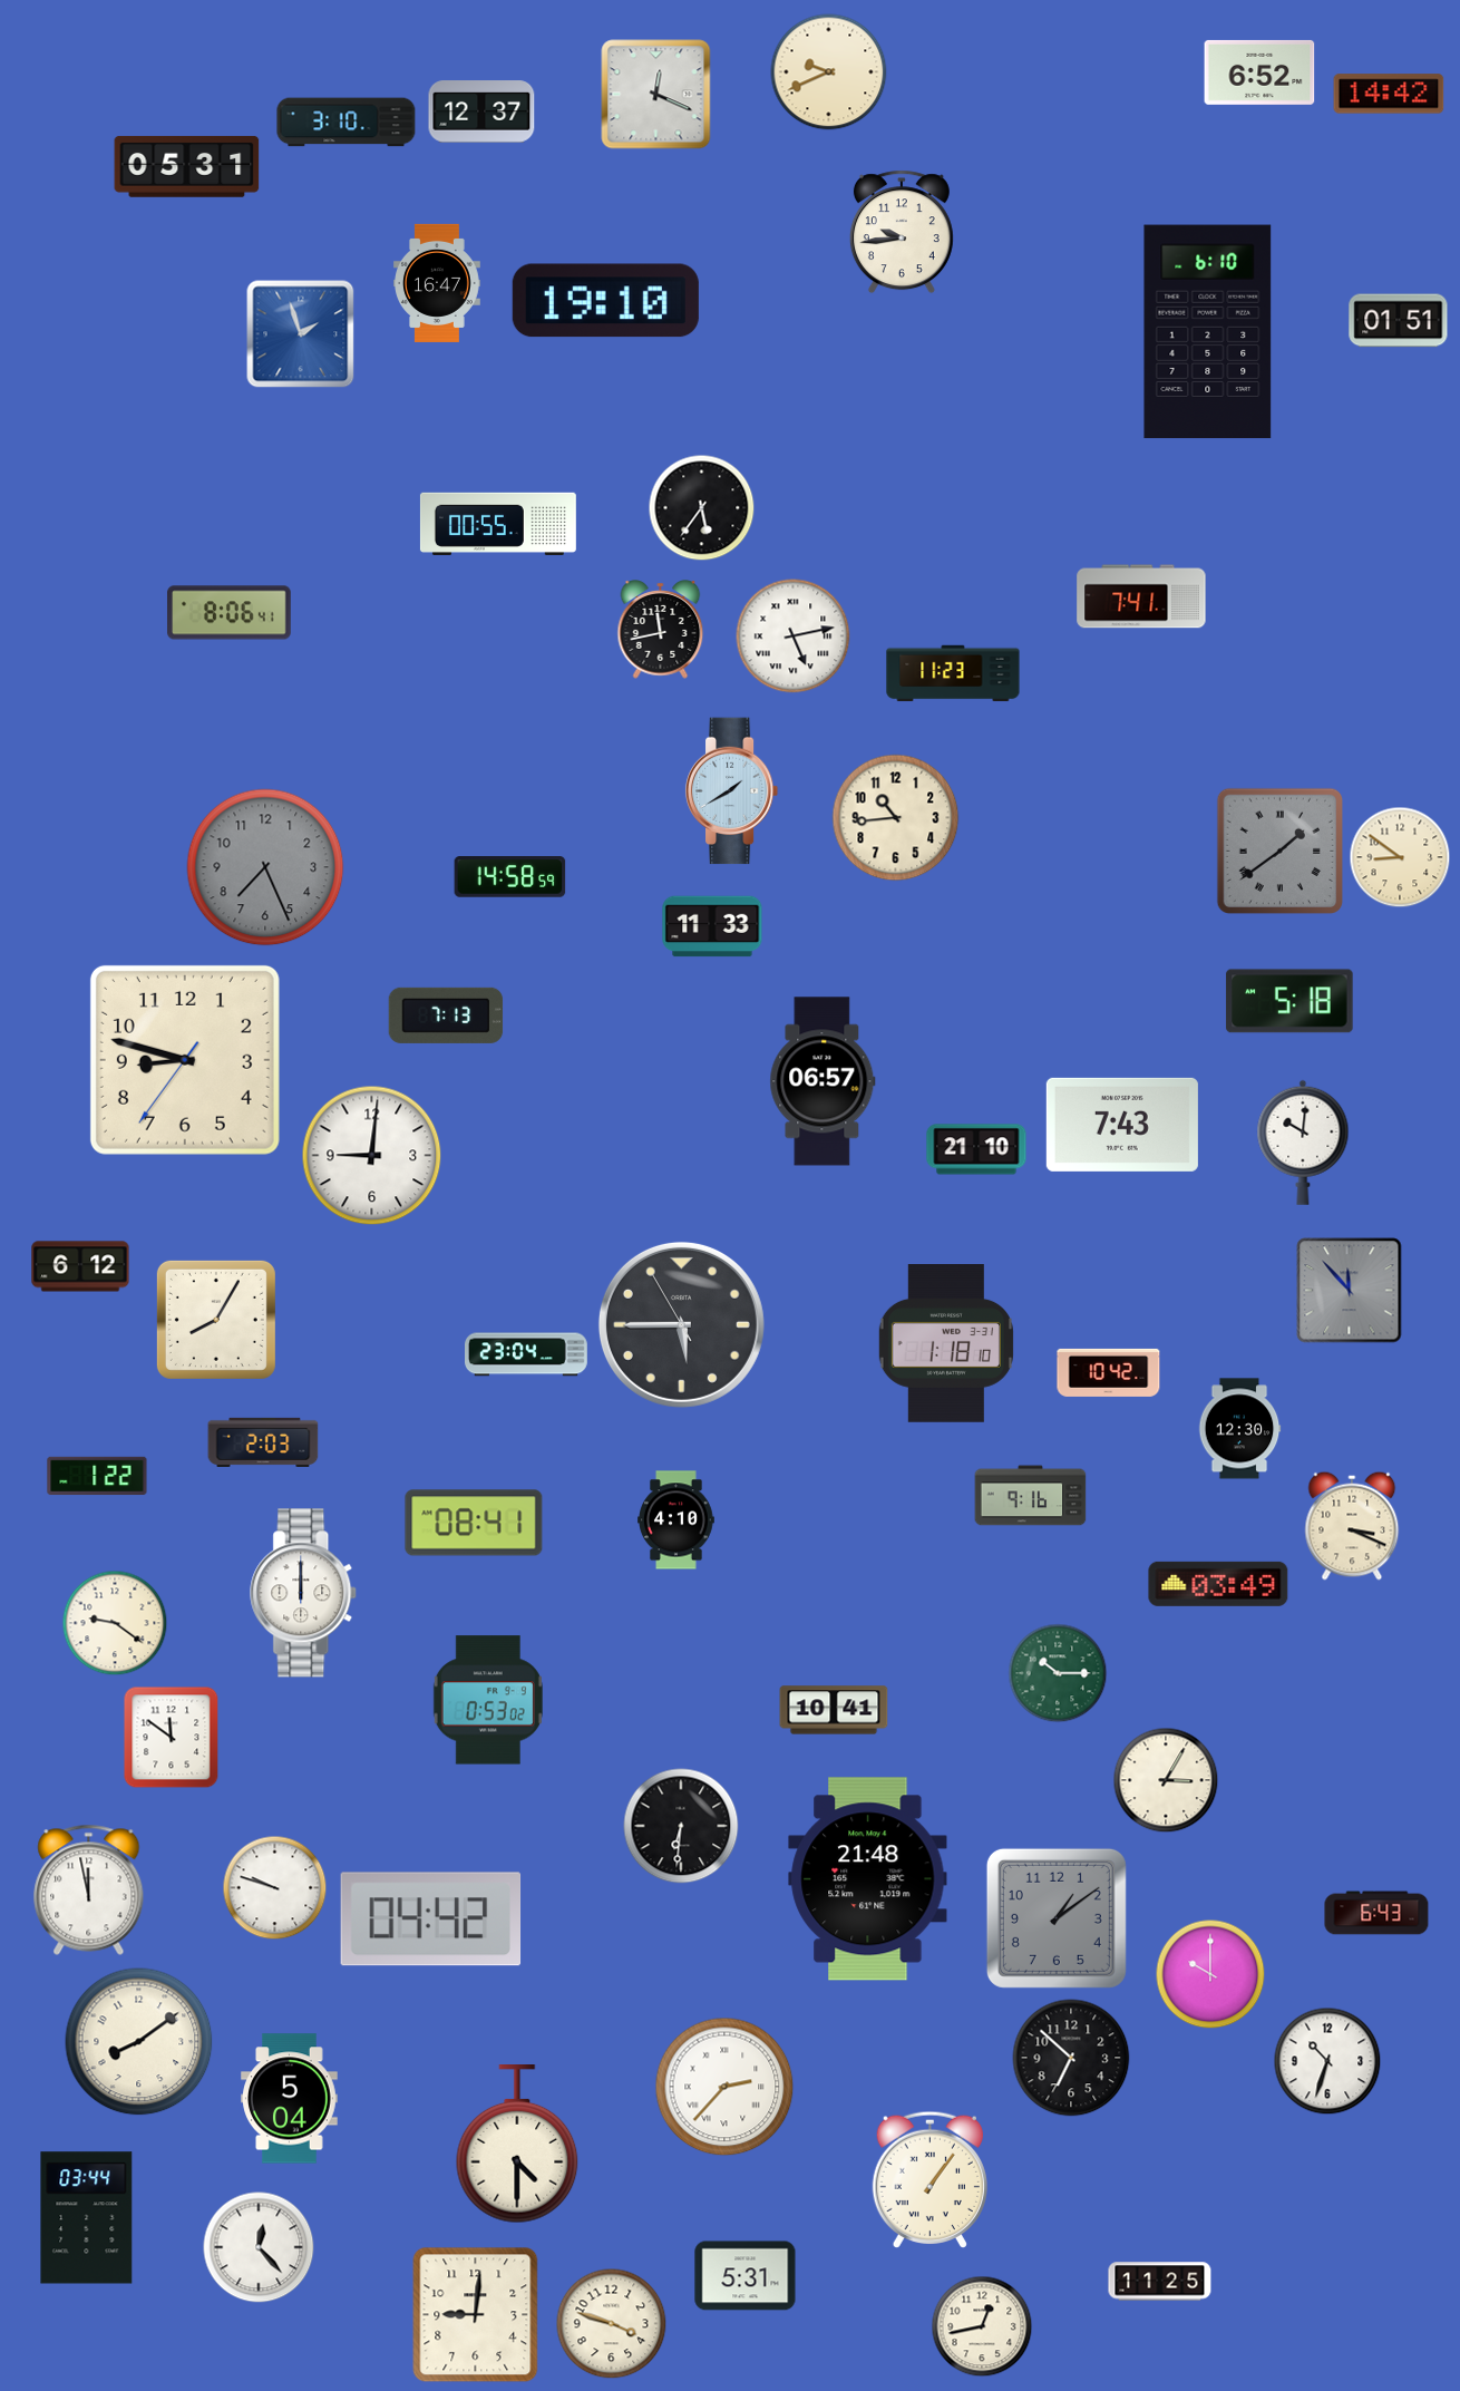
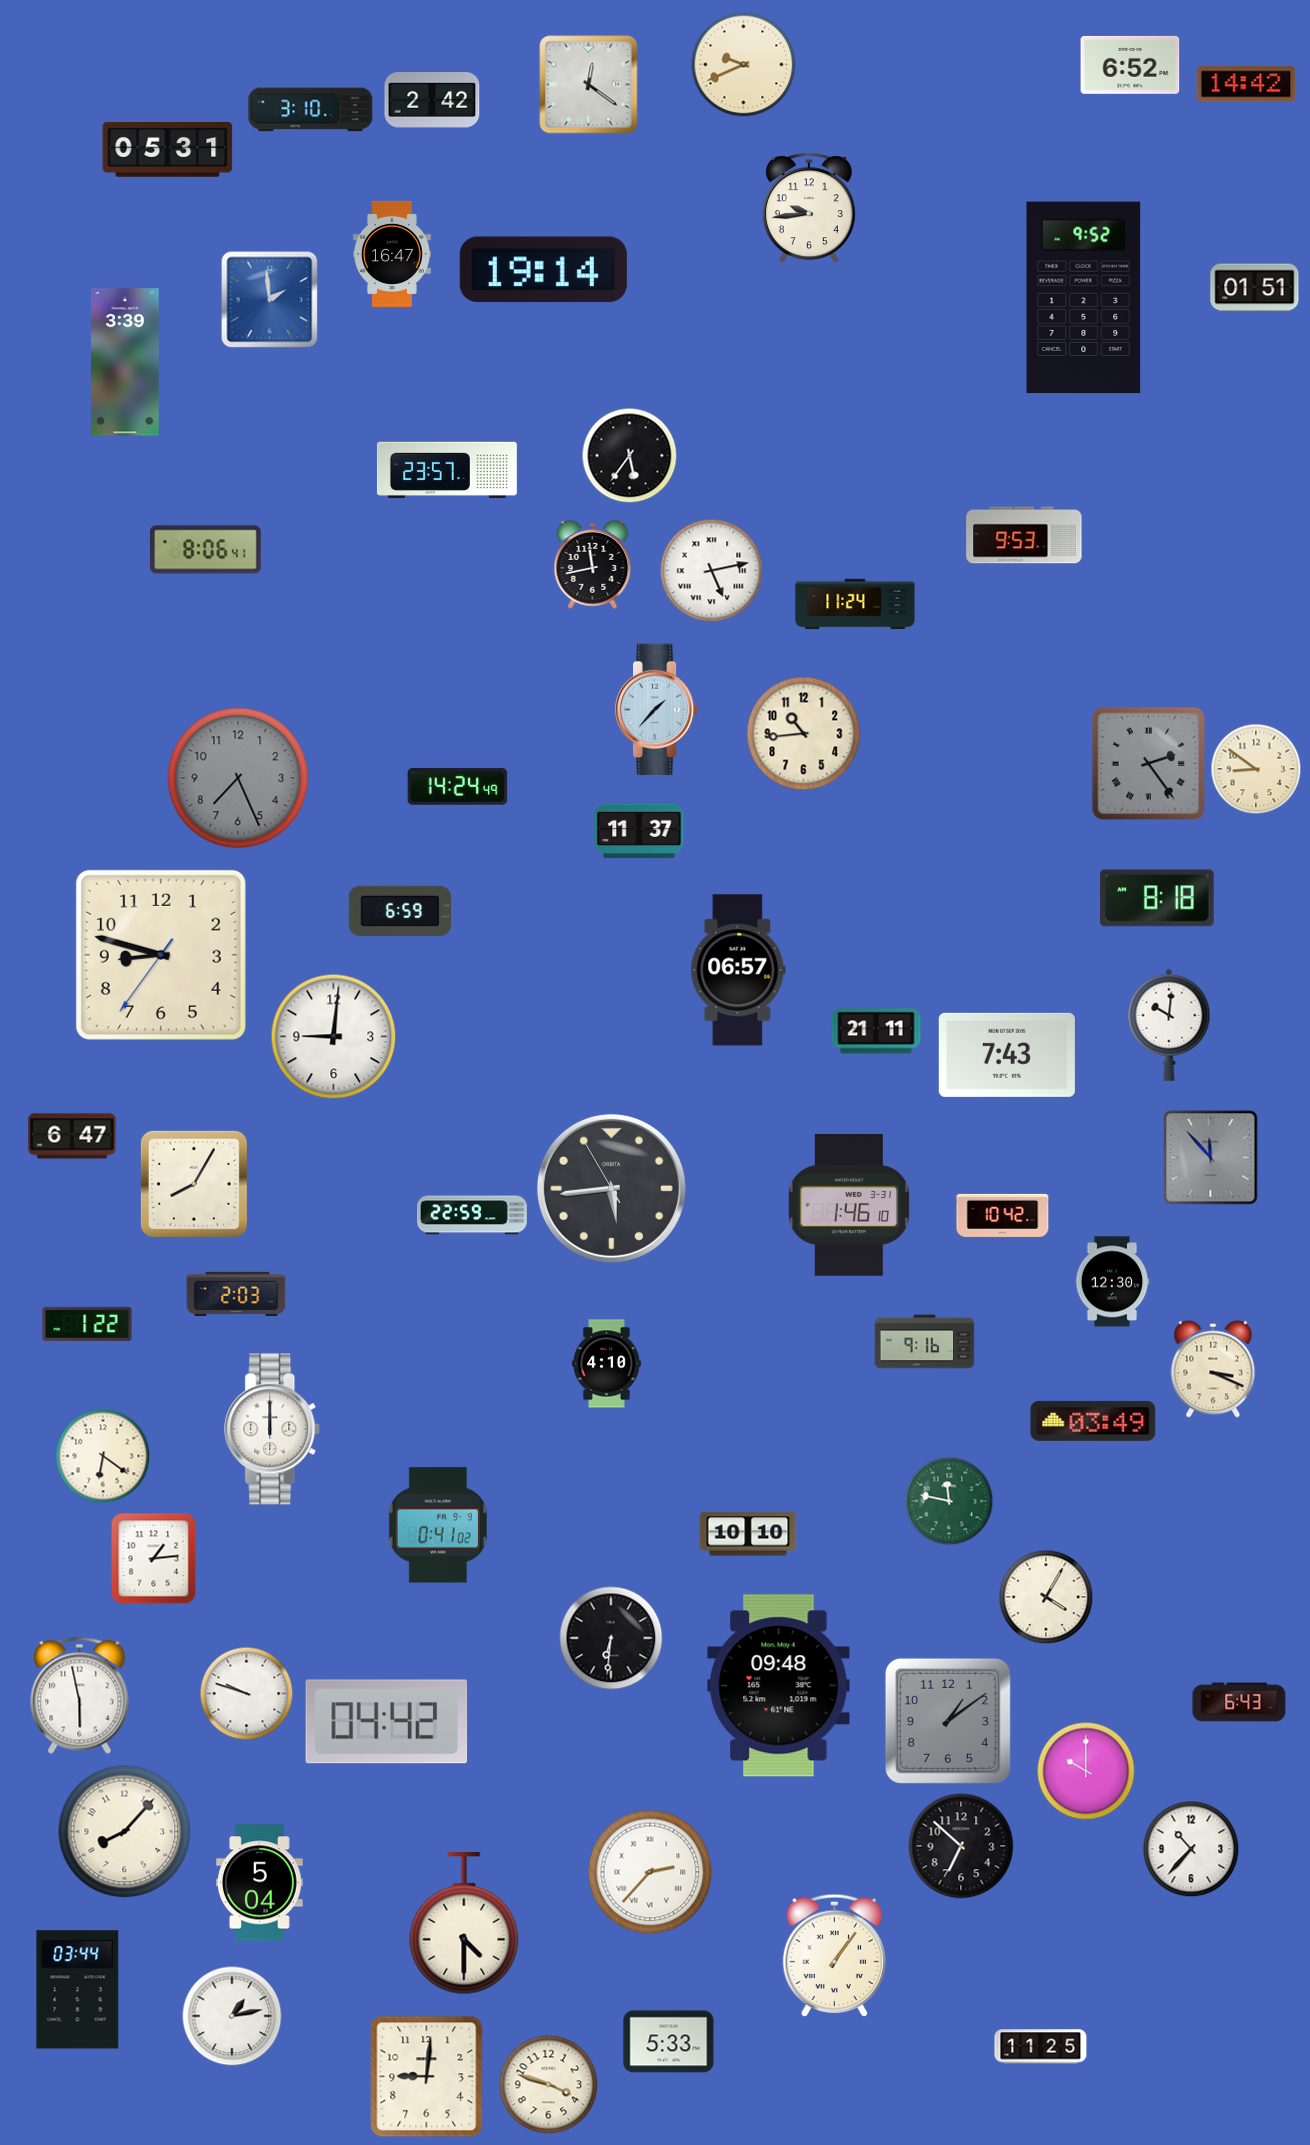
clock at (656, 95): 12:19 -> 12:21
clock at (481, 111): 12:37 -> 2:42
clock at (605, 301): 19:10 -> 19:14
clock at (1208, 332): 6:10 -> 9:52
clock at (301, 334): 1:57 -> 1:59
clock at (125, 362): none -> 3:39
clock at (498, 524): 00:55 -> 23:57
clock at (1141, 596): 7:41 -> 9:53
clock at (953, 673): 11:23 -> 11:24
clock at (732, 791): 1:40 -> 1:37
clock at (1279, 851): 1:39 -> 2:24
clock at (510, 877): 14:58 -> 14:24
clock at (712, 926): 11:33 -> 11:37
clock at (1289, 1001): 5:18 -> 8:18
clock at (446, 1015): 7:13 -> 6:59
clock at (185, 1060) position: (185, 1060) -> (161, 955)
clock at (1122, 1125) position: (1122, 1125) -> (1007, 1055)
clock at (976, 1149): 21:10 -> 21:11
clock at (80, 1266): 6:12 -> 6:47
clock at (681, 1324): 5:44 -> 5:43
clock at (946, 1344): 1:18 -> 1:46
clock at (527, 1354): 23:04 -> 22:59
clock at (1109, 1372) position: (1109, 1372) -> (1003, 1215)
clock at (474, 1523): 08:41 -> none
clock at (115, 1623): 9:21 -> 6:21
clock at (1058, 1673): 10:15 -> 11:47
clock at (488, 1700): 0:53 -> 0:41
clock at (834, 1710): 10:41 -> 10:10
clock at (172, 1738): 11:51 -> 1:14
clock at (1166, 1780): 3:05 -> 4:05
clock at (868, 1879): 21:48 -> 09:48
clock at (89, 1889): 11:58 -> 5:58
clock at (1376, 1913) position: (1376, 1913) -> (1239, 1702)
clock at (139, 2042): 8:09 -> 8:07
clock at (1327, 2061): 10:33 -> 10:37
clock at (259, 2247): 12:23 -> 1:13
clock at (746, 2276): 5:31 -> 5:33
clock at (982, 2326): 12:43 -> none
